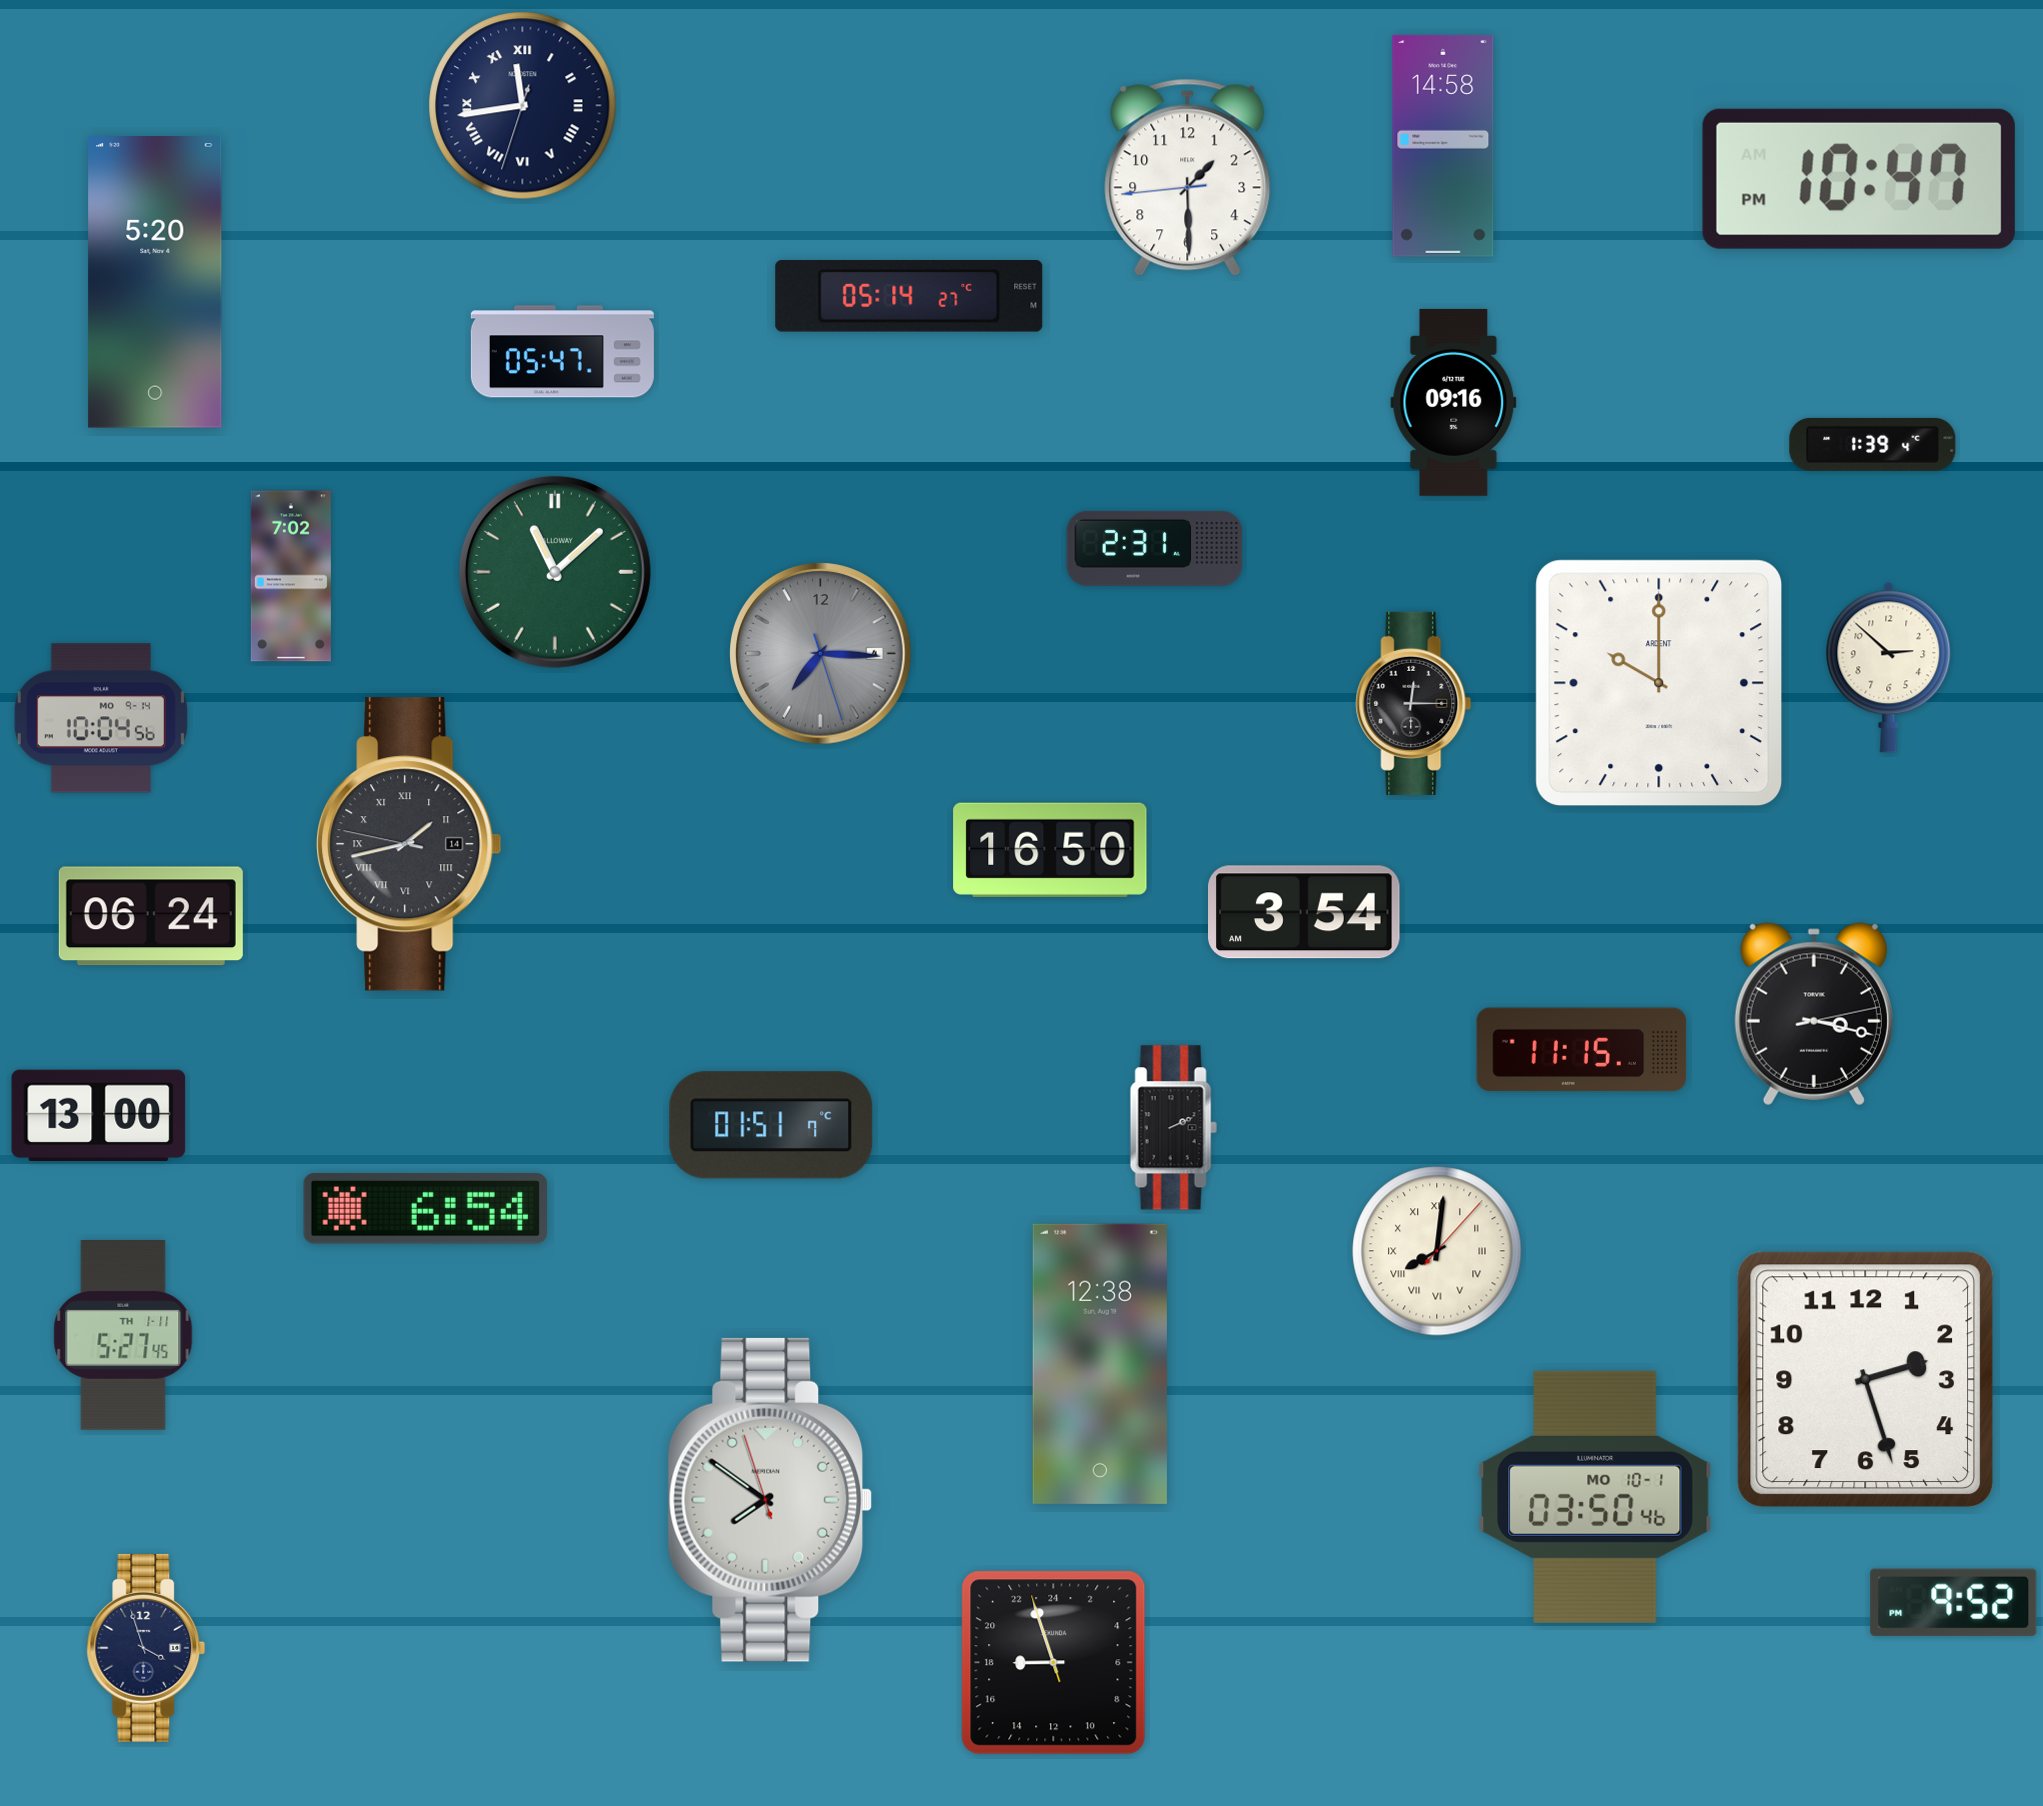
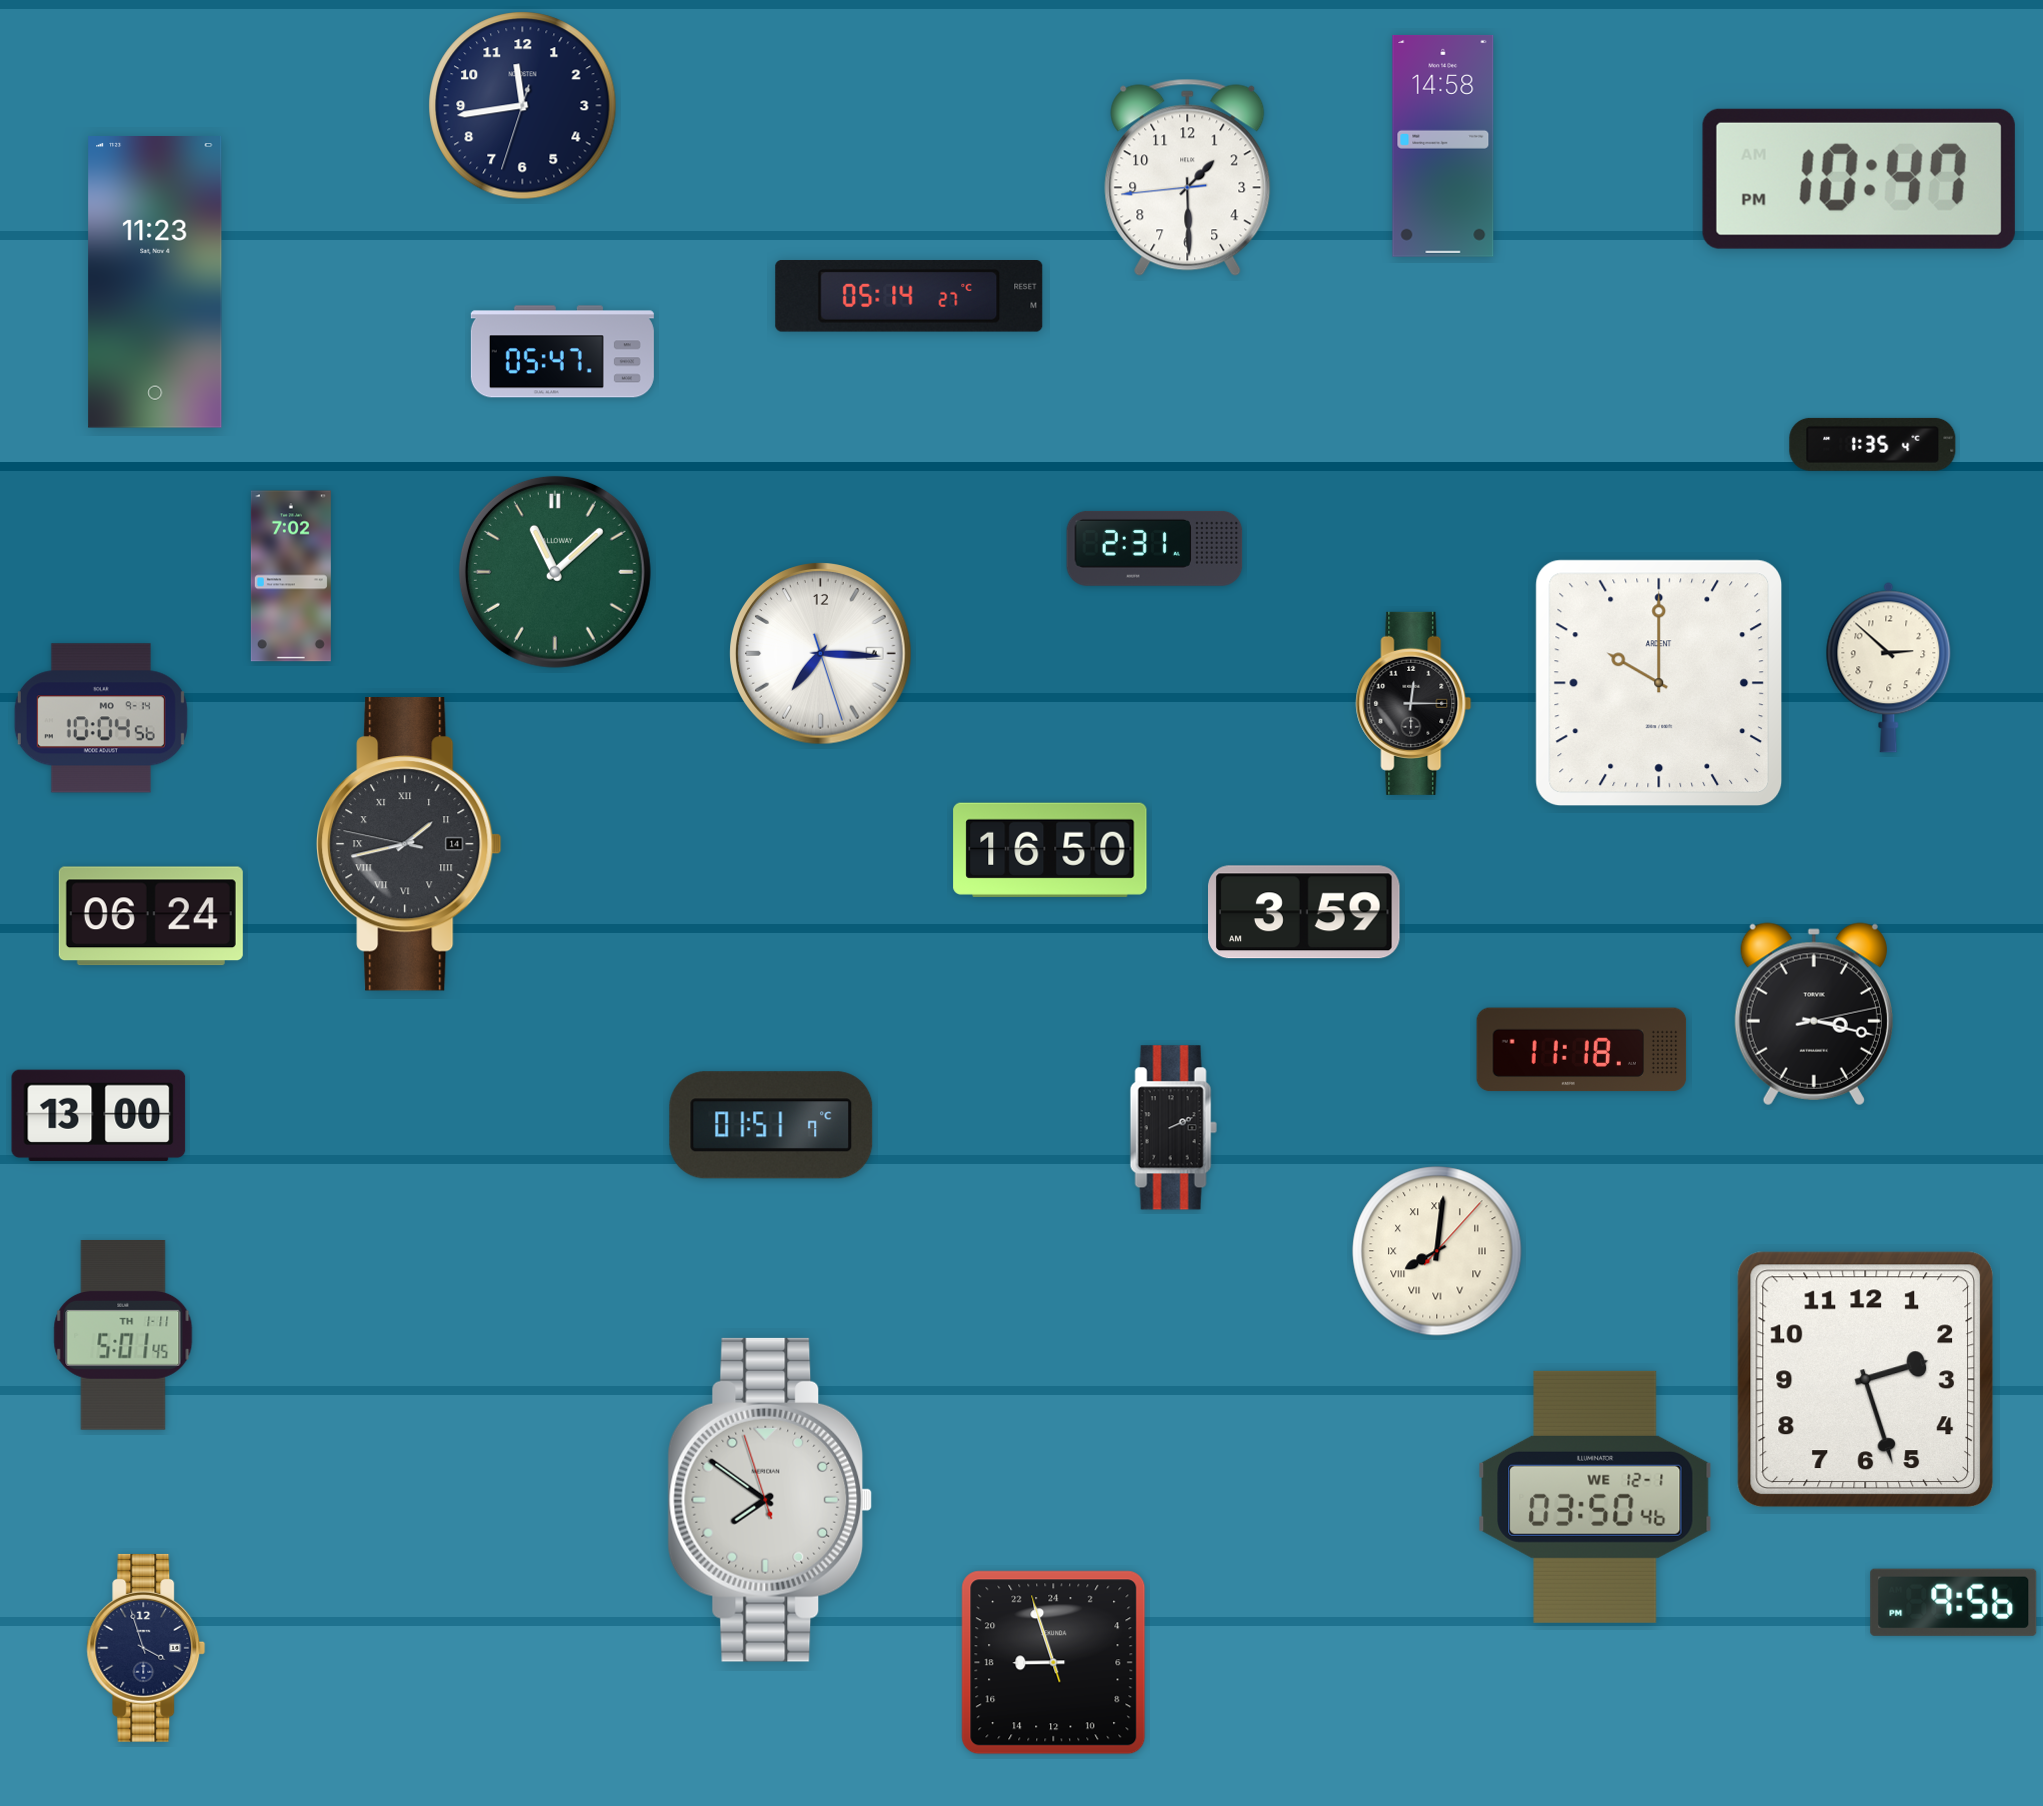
clock at (523, 106) numerals: Roman -> Arabic
clock at (155, 283): 5:20 -> 11:23
clock at (1454, 402): 09:16 -> none
clock at (1873, 444): 1:39 -> 1:35
clock at (821, 654) dial: grey -> white
clock at (1305, 912): 3:54 -> 3:59
clock at (1582, 1050): 11:15 -> 11:18
clock at (425, 1209): 6:54 -> none
clock at (123, 1336): 5:27 -> 5:01
clock at (1100, 1364): 12:38 -> none
clock at (1595, 1497) date: MO 10-1 -> WE 12-1
clock at (1954, 1602): 9:52 -> 9:56
